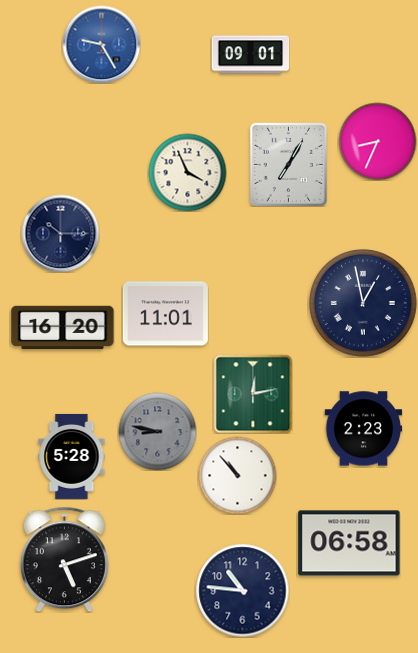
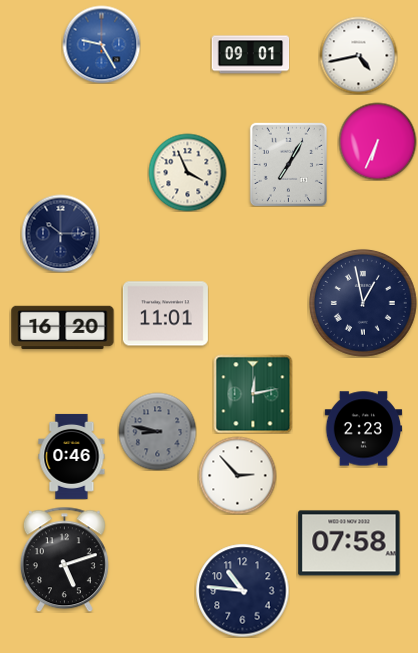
clock at (358, 55): none -> 4:43
clock at (377, 141): 8:34 -> 6:34
clock at (72, 456): 5:28 -> 0:46
clock at (237, 475): 10:53 -> 2:53
clock at (349, 543): 06:58 -> 07:58
